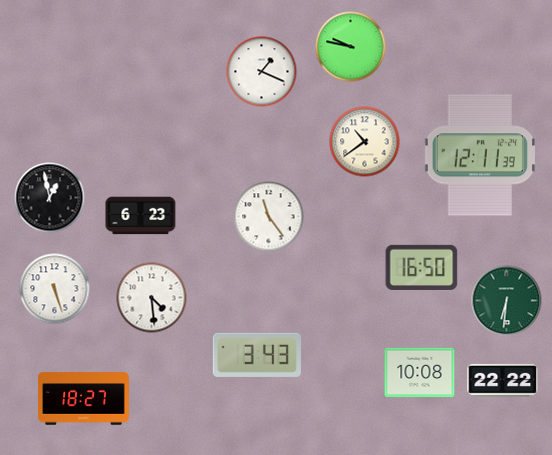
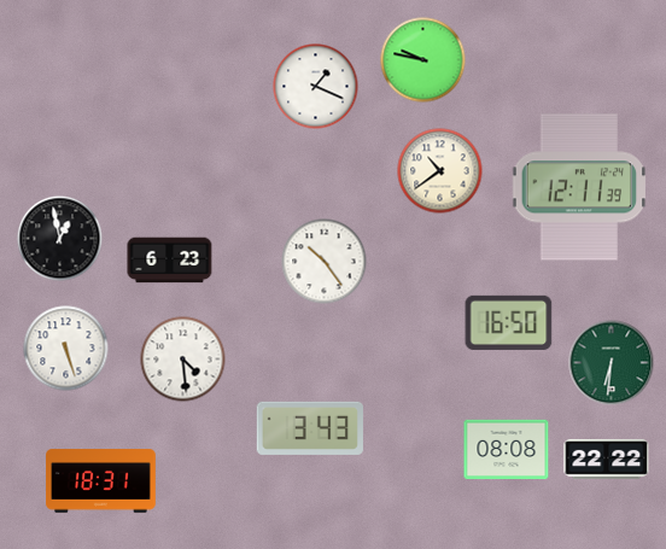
clock at (351, 47) position: (351, 47) -> (423, 60)
clock at (269, 217): 11:24 -> 10:24
clock at (420, 373): 10:08 -> 08:08
clock at (84, 399): 18:27 -> 18:31
